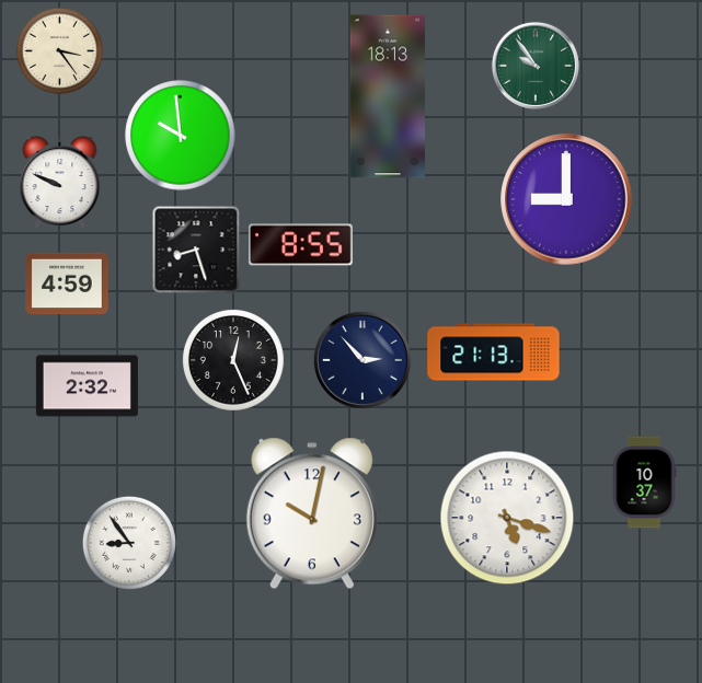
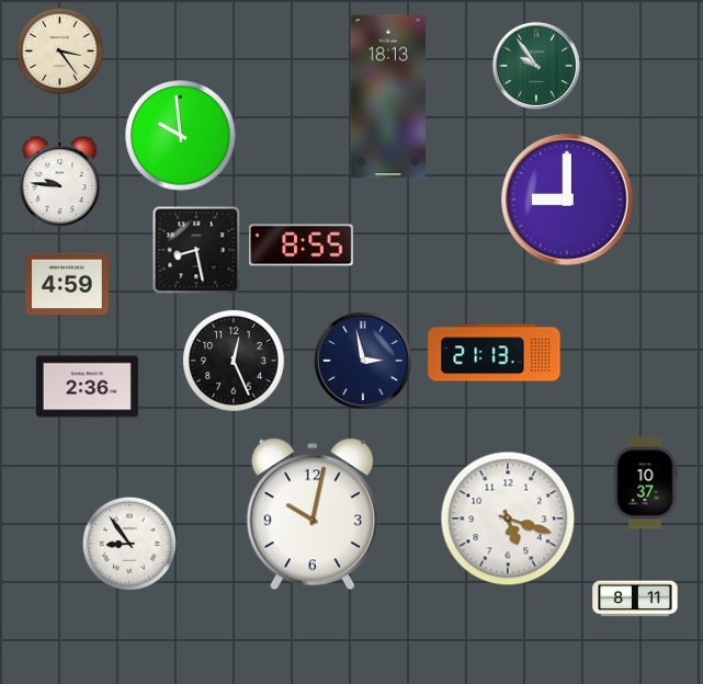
clock at (60, 182): 9:49 -> 9:46
clock at (196, 250): 8:27 -> 8:28
clock at (362, 360): 2:53 -> 2:58
clock at (87, 386): 2:32 -> 2:36
clock at (635, 598): none -> 8:11
